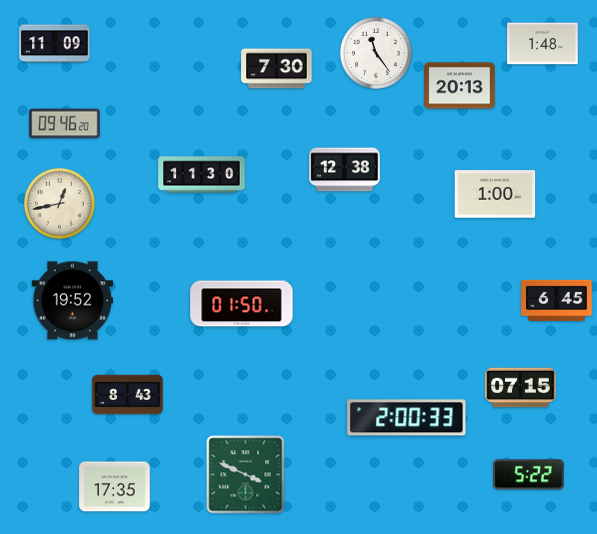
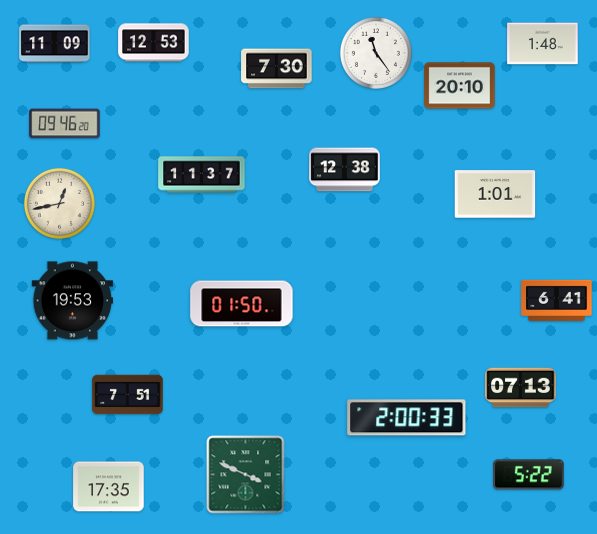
clock at (154, 43): none -> 12:53
clock at (460, 86): 20:13 -> 20:10
clock at (202, 175): 11:30 -> 11:37
clock at (495, 194): 1:00 -> 1:01
clock at (557, 300): 6:45 -> 6:41
clock at (73, 301): 19:52 -> 19:53
clock at (521, 388): 07:15 -> 07:13
clock at (128, 395): 8:43 -> 7:51
clock at (115, 487) position: (115, 487) -> (109, 487)
